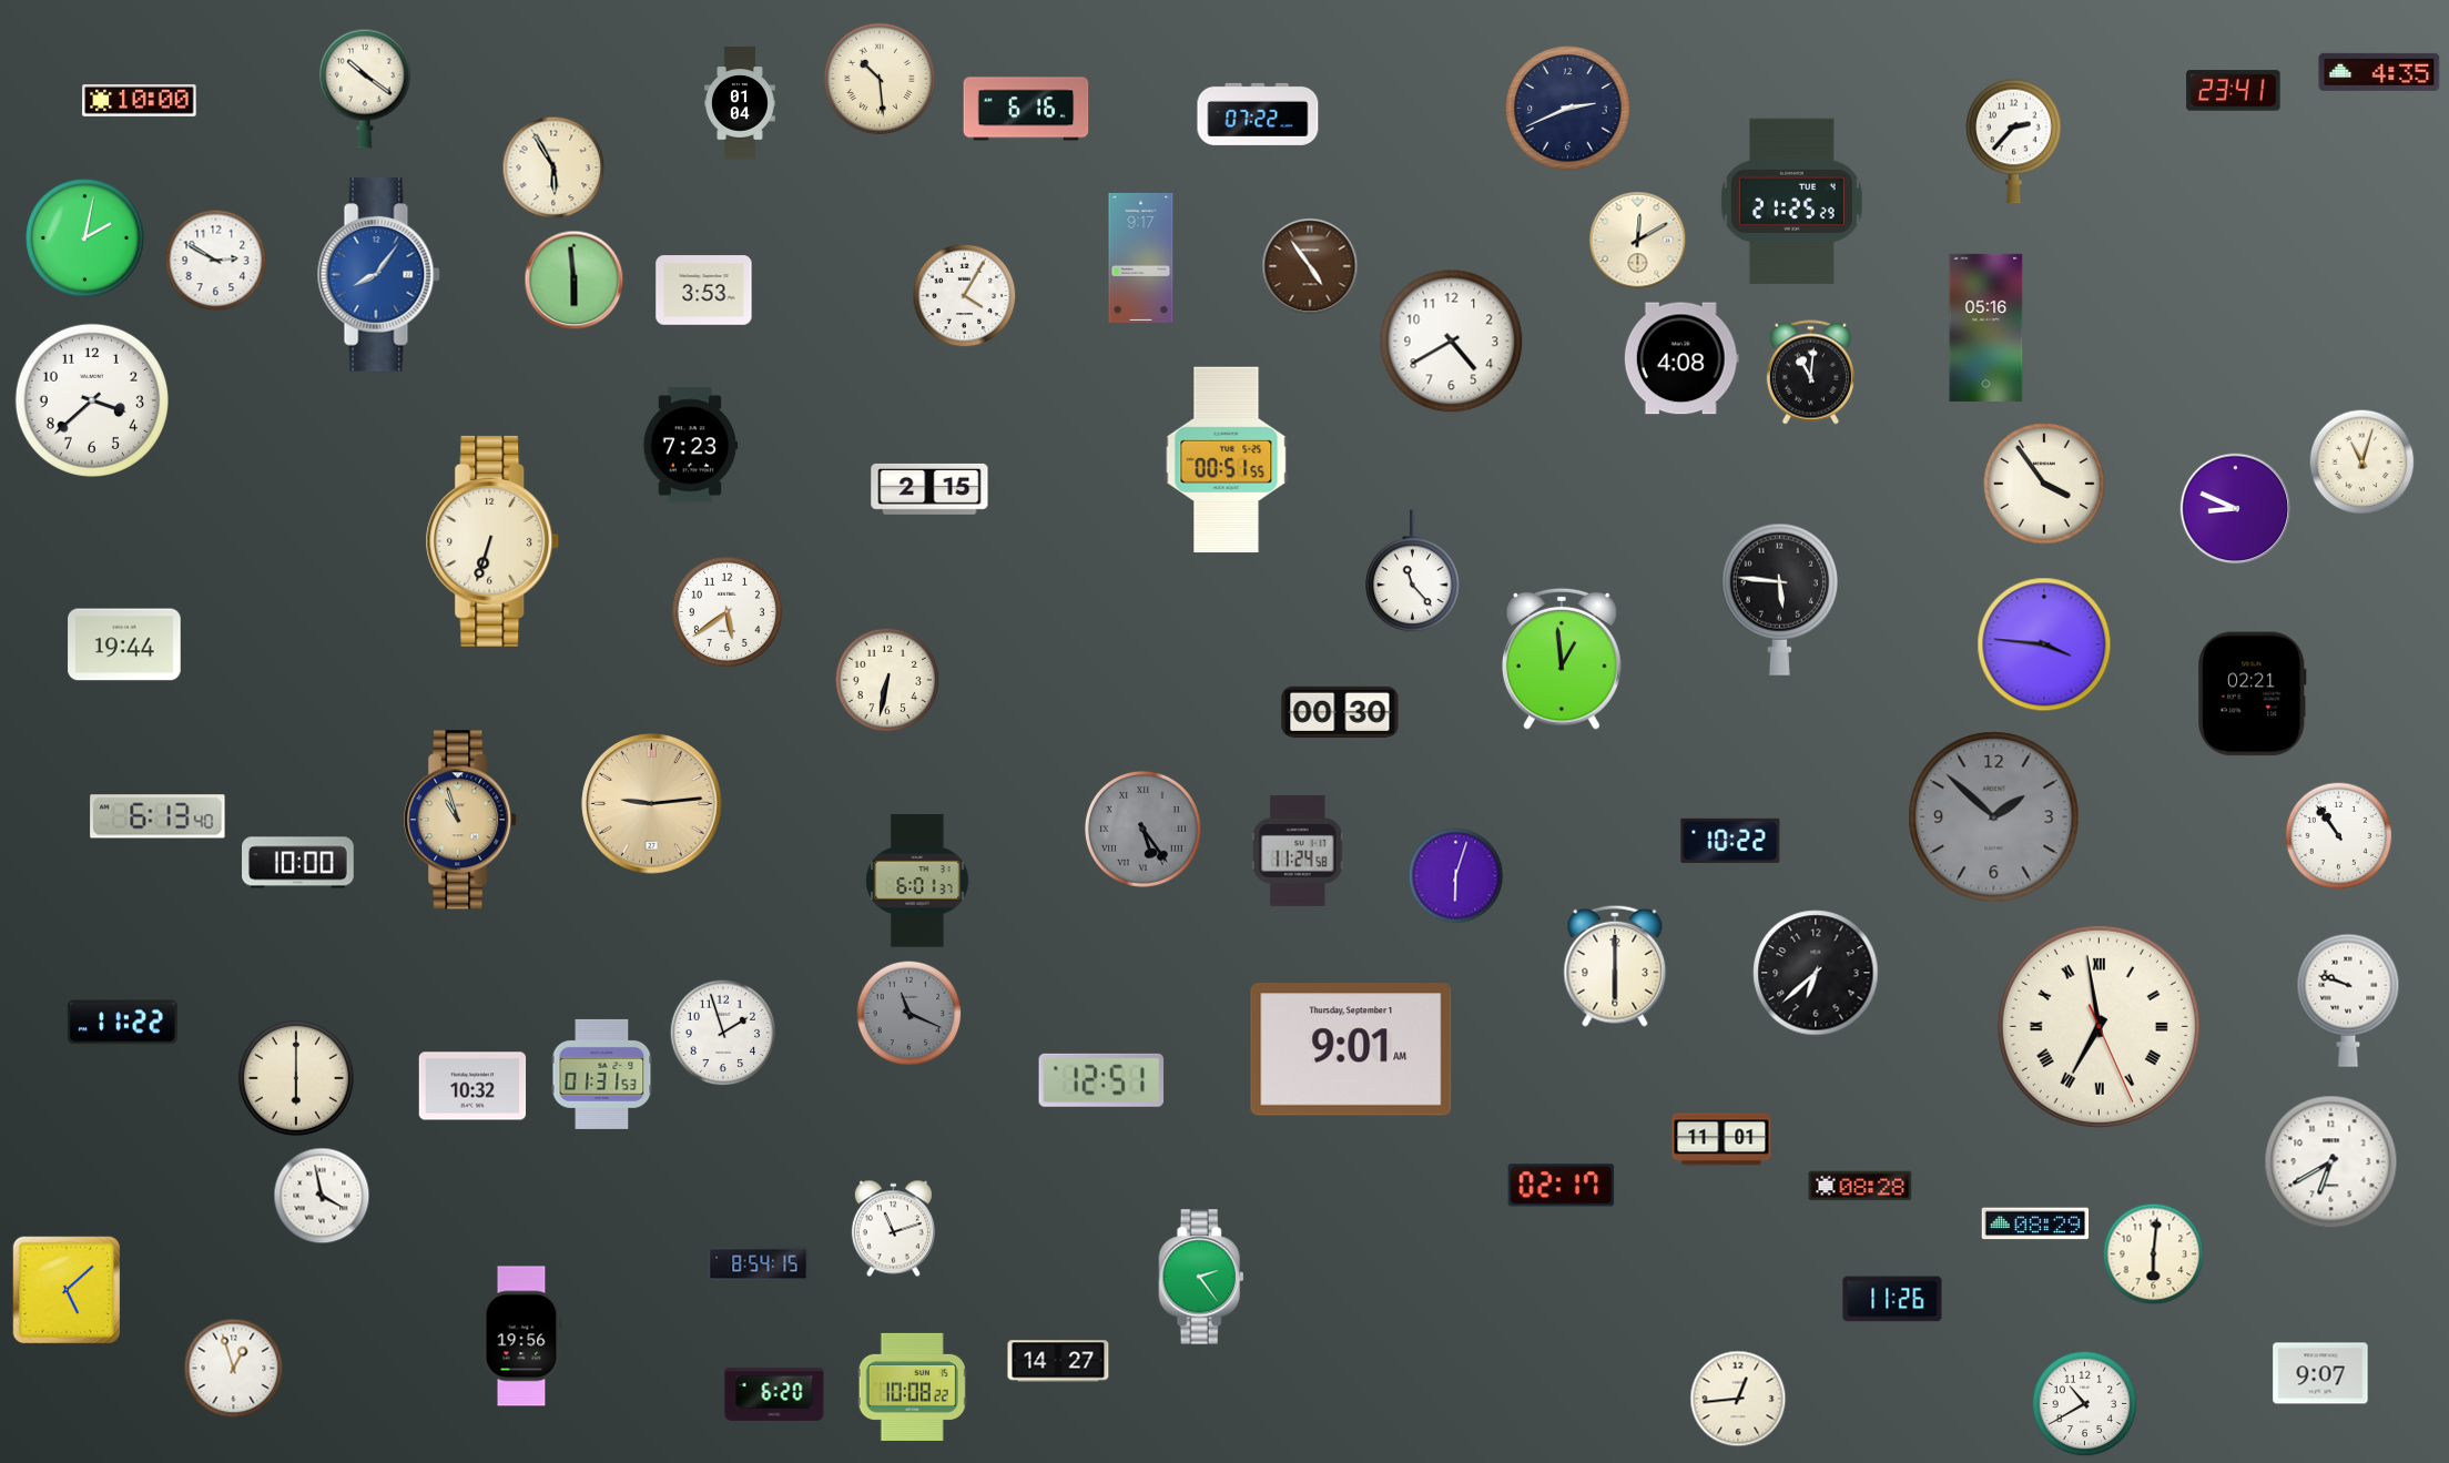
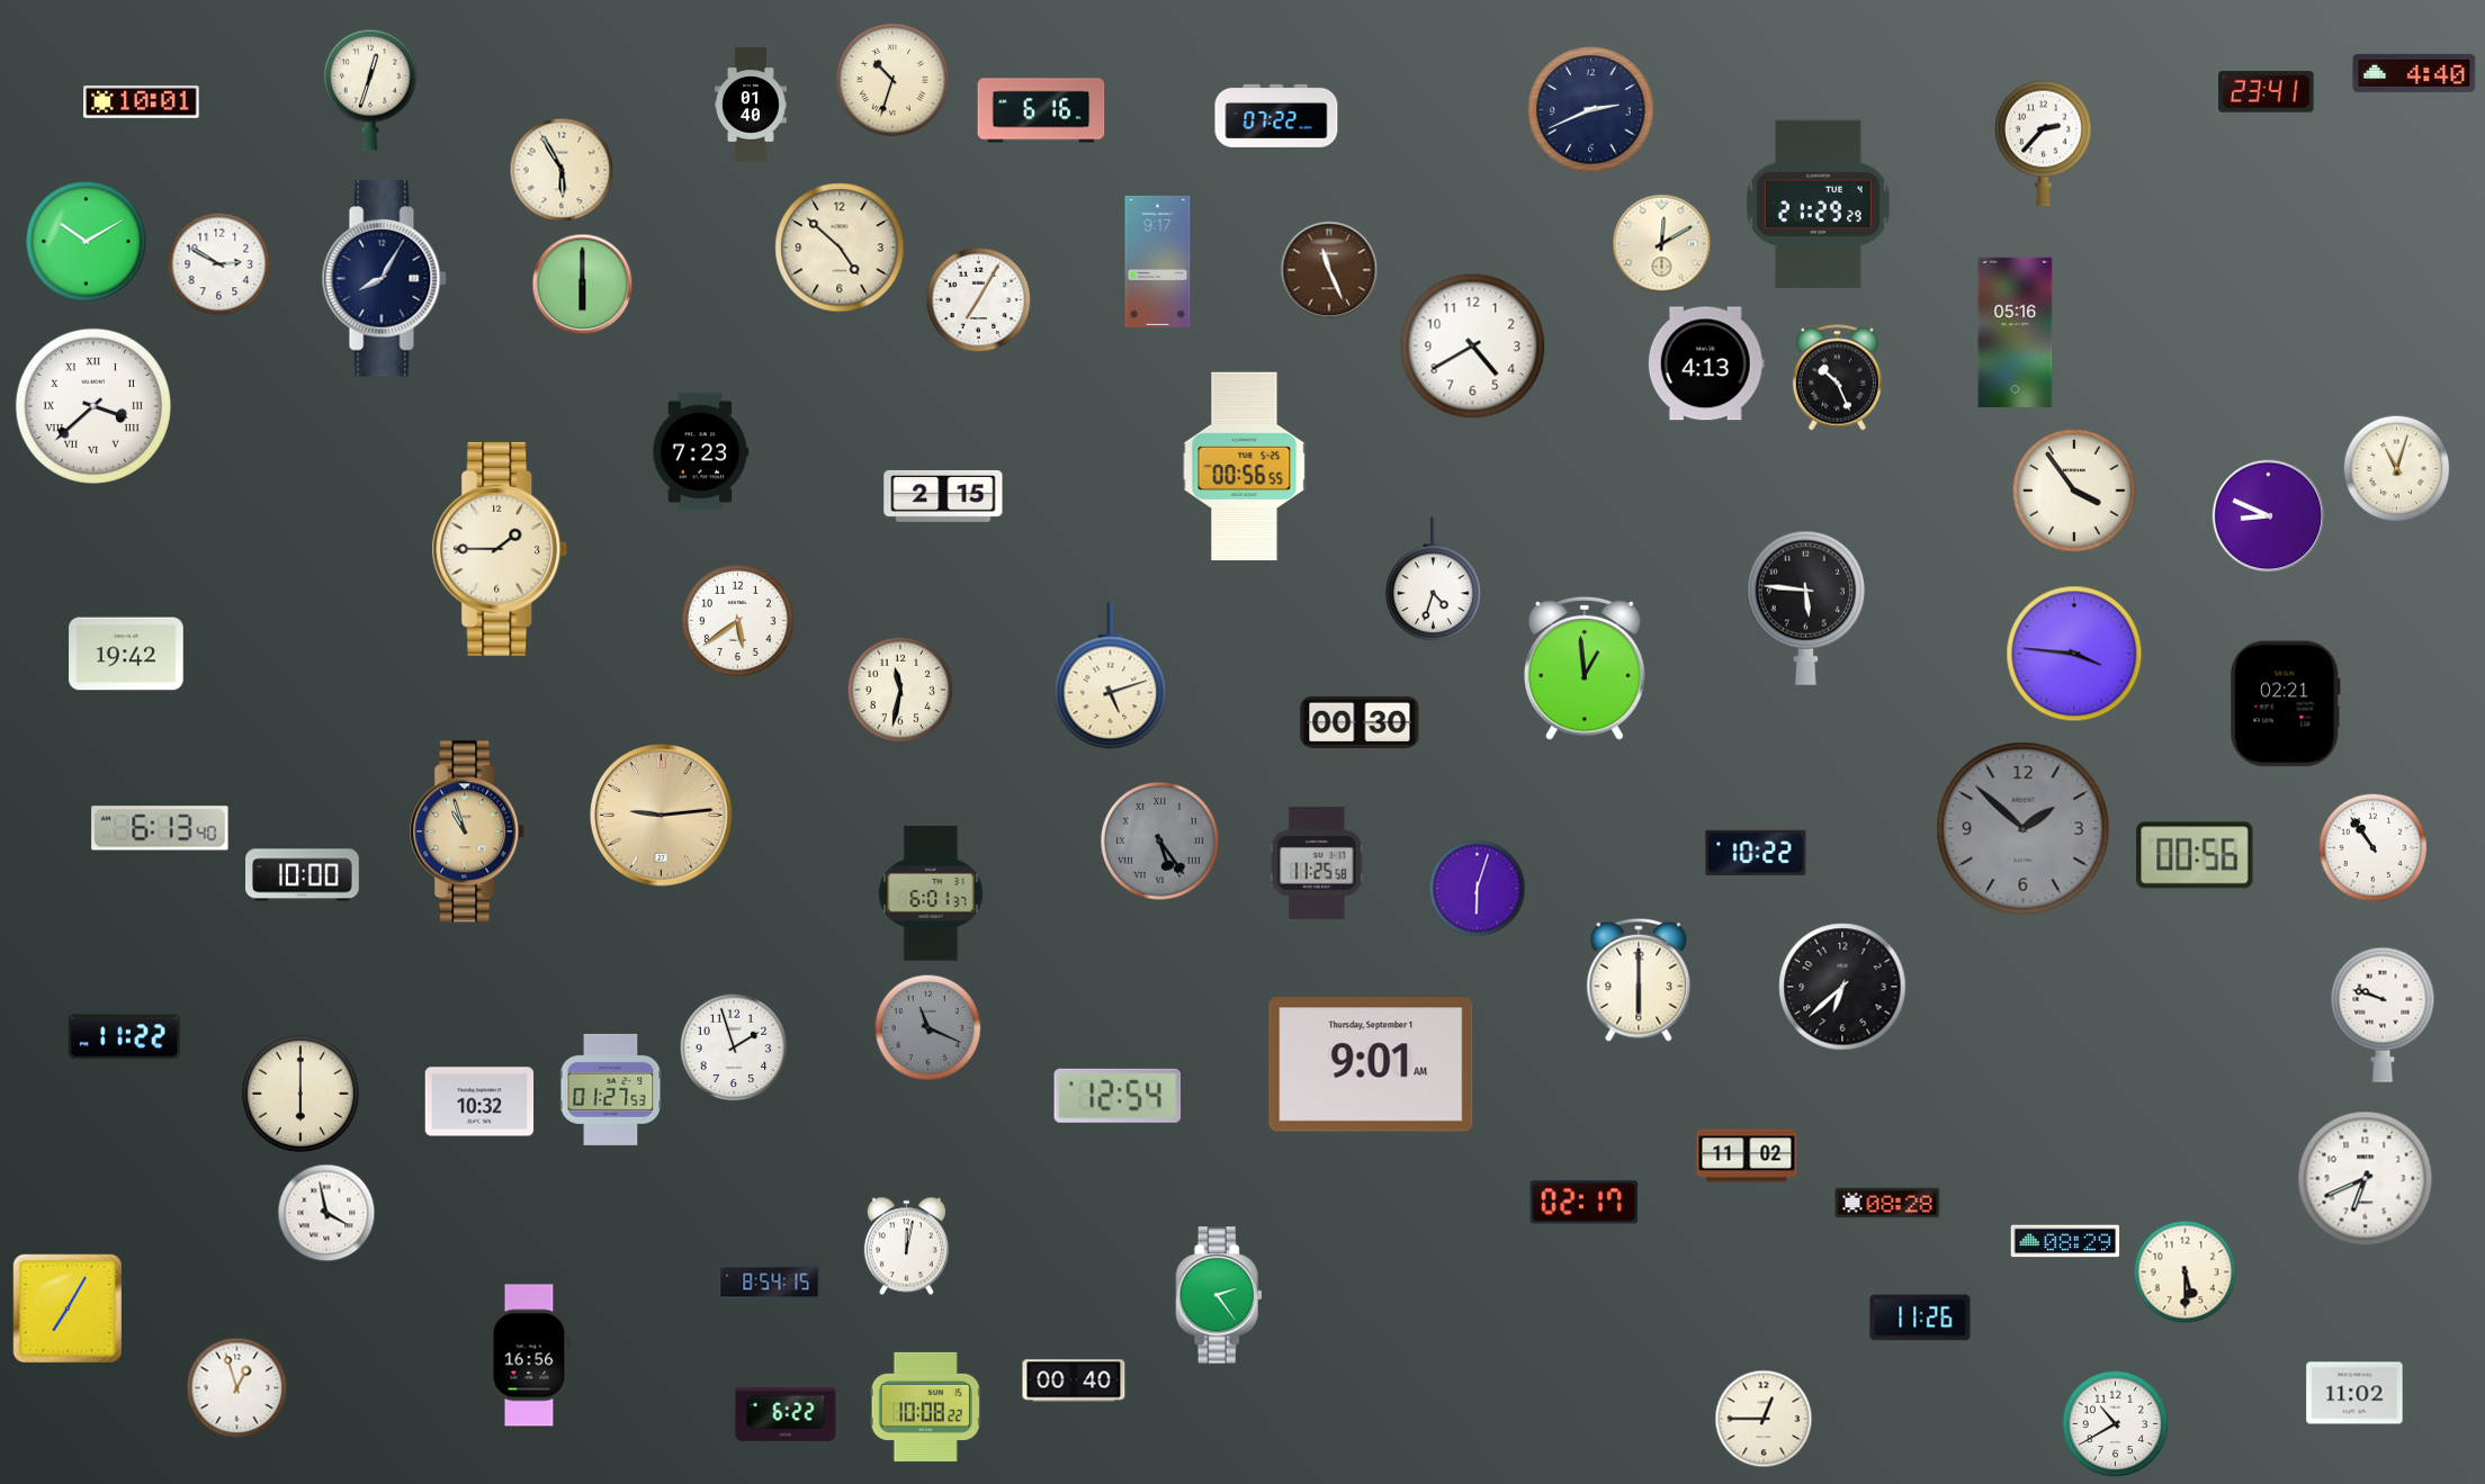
clock at (2379, 72): 4:35 -> 4:40
clock at (880, 79): 10:29 -> 10:33
clock at (366, 89): 10:21 -> 12:33
clock at (140, 101): 10:00 -> 10:01
clock at (740, 103): 01:04 -> 01:40
clock at (1791, 202): 21:25 -> 21:29
clock at (85, 238): 2:02 -> 10:10
clock at (840, 248): none -> 4:52
clock at (1310, 266): 4:54 -> 11:26
clock at (378, 275): 8:06 -> 8:05
clock at (378, 275) dial: blue -> navy
clock at (575, 281): 5:59 -> 6:00
clock at (704, 291): 3:53 -> none
clock at (965, 296): 4:05 -> 7:05
clock at (1681, 358): 4:08 -> 4:13
clock at (1810, 373): 11:01 -> 10:26
clock at (92, 400) numerals: Arabic -> Roman
clock at (1227, 460): 00:51 -> 00:56
clock at (492, 541): 6:33 -> 1:45
clock at (1413, 571): 11:23 -> 4:33
clock at (124, 644): 19:44 -> 19:42
clock at (1111, 676): none -> 5:12
clock at (887, 680): 6:32 -> 11:32
clock at (2195, 855): none -> 00:56
clock at (1298, 851): 11:24 -> 11:25
clock at (910, 1014) position: (910, 1014) -> (928, 1028)
clock at (2099, 1026): 6:58 -> none
clock at (602, 1074): 01:31 -> 01:27
clock at (1101, 1080): 12:51 -> 12:54
clock at (1721, 1139): 11:01 -> 11:02
clock at (2331, 1162): 6:40 -> 6:41
clock at (893, 1229): 11:12 -> 12:02
clock at (2154, 1254): 6:01 -> 5:30
clock at (67, 1290): 5:08 -> 7:05
clock at (522, 1337): 19:56 -> 16:56
clock at (1058, 1361): 14:27 -> 00:40
clock at (2320, 1373): 9:07 -> 11:02
clock at (774, 1394): 6:20 -> 6:22
clock at (1738, 1399): 12:44 -> 12:45
